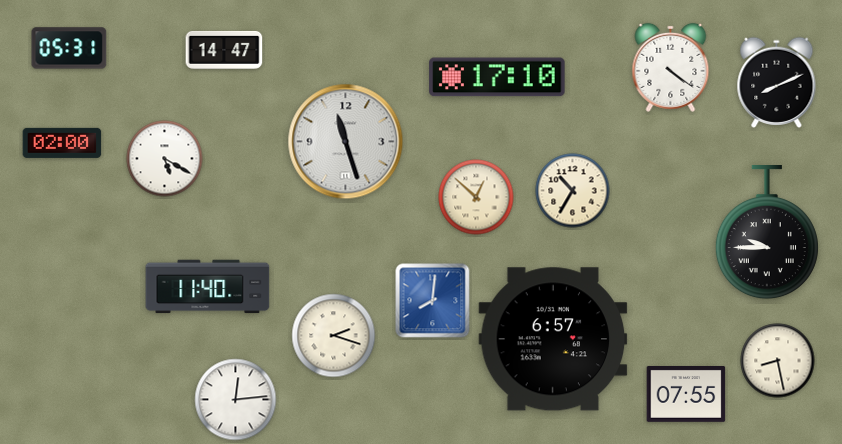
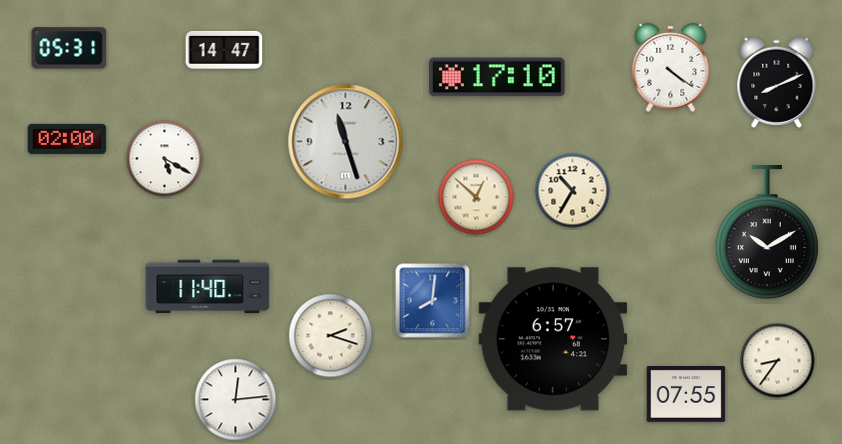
clock at (62, 143) position: (62, 143) -> (67, 139)
clock at (767, 233): 9:45 -> 10:10
clock at (334, 336) position: (334, 336) -> (331, 336)
clock at (778, 361): 8:28 -> 8:36
